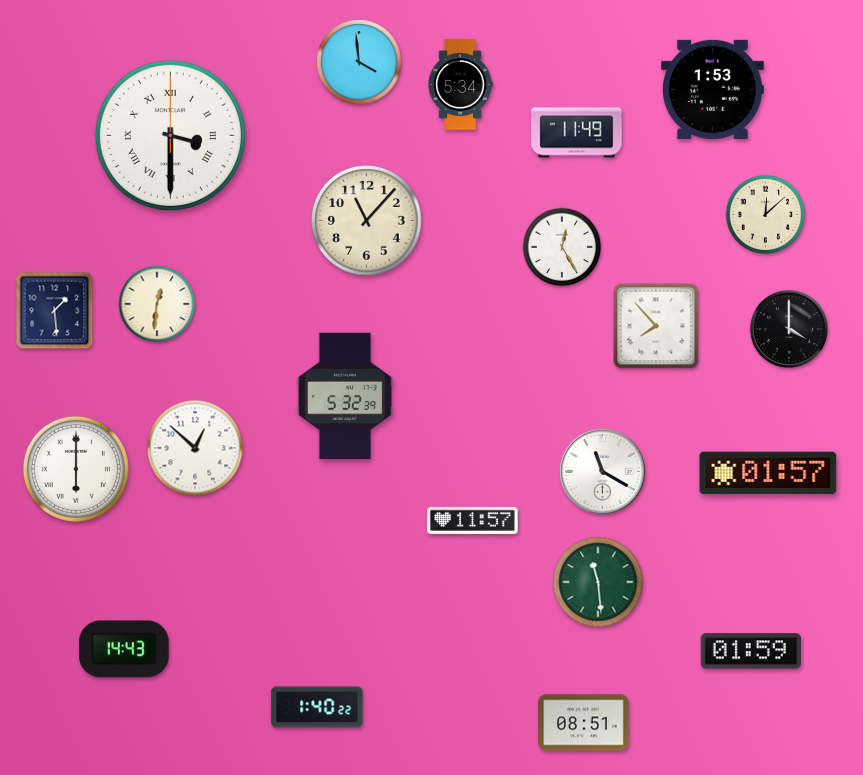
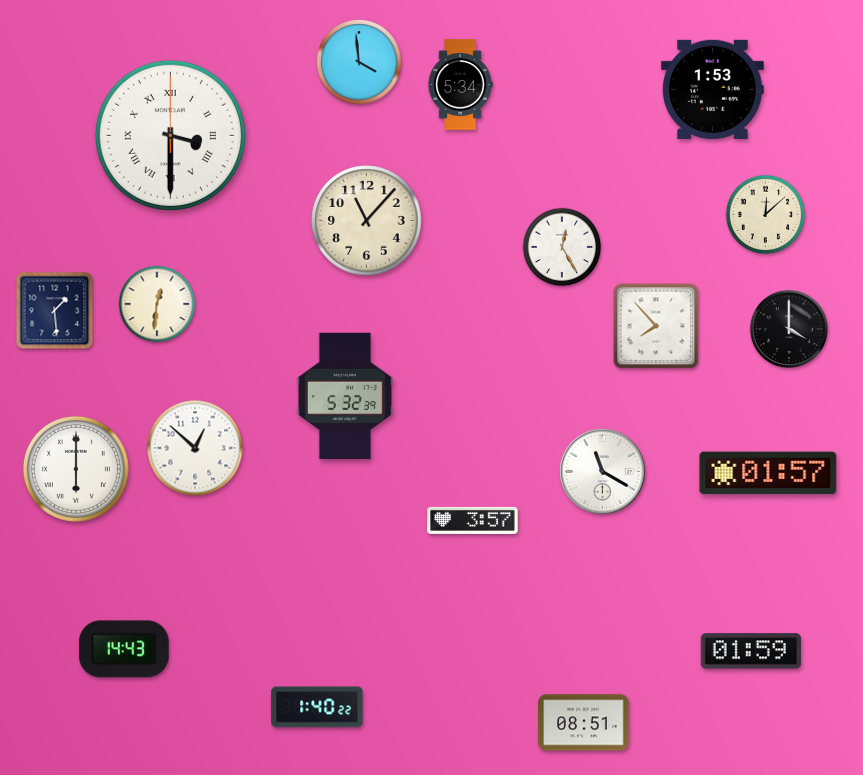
clock at (577, 133): 11:49 -> none
clock at (473, 520): 11:57 -> 3:57
clock at (598, 582): 11:29 -> none
